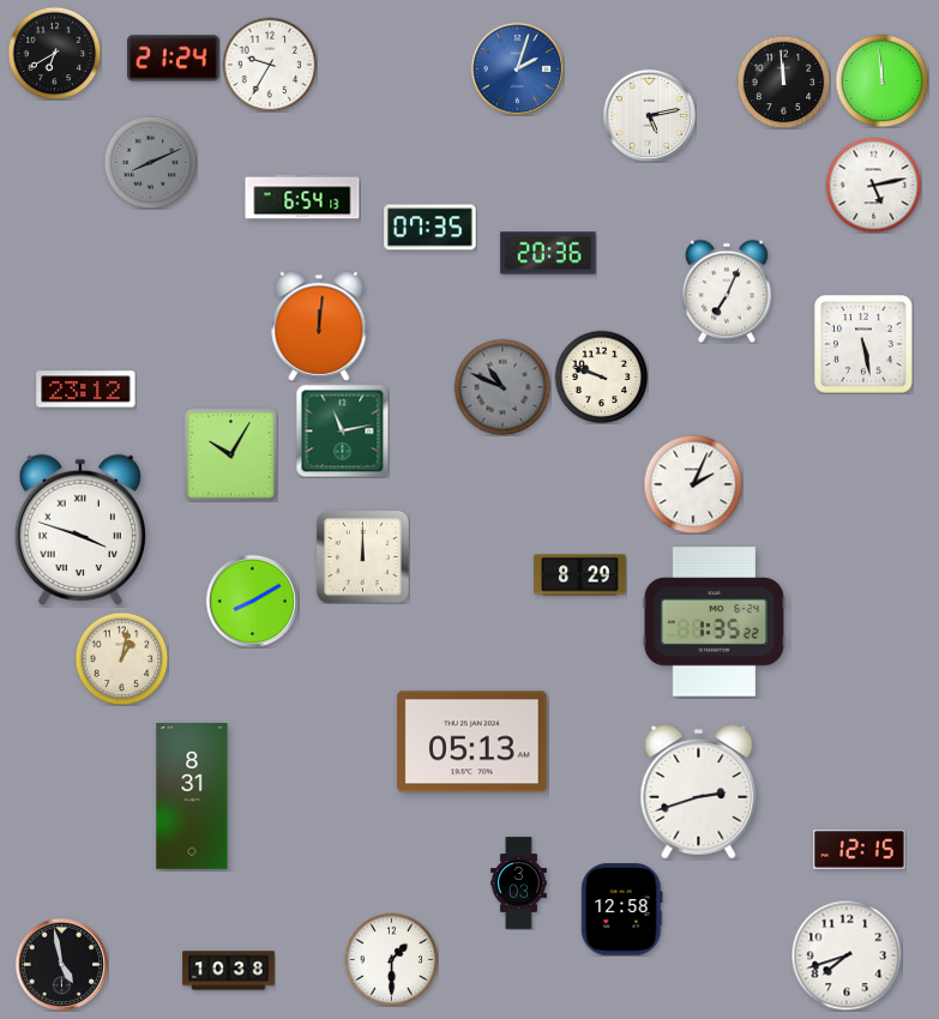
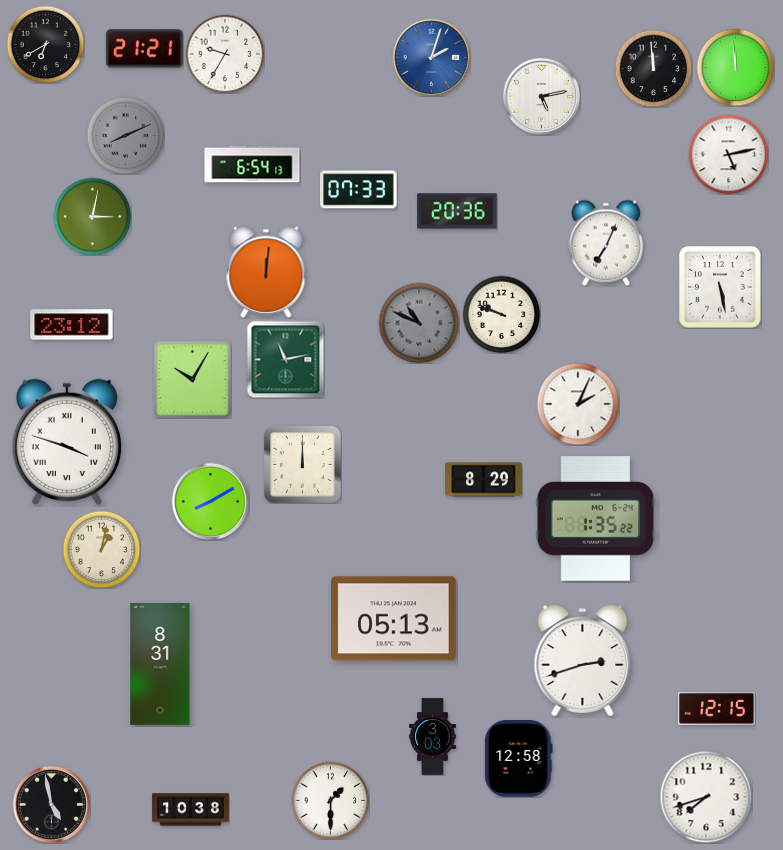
clock at (174, 59): 21:24 -> 21:21
clock at (431, 228): 07:35 -> 07:33
clock at (92, 216): none -> 3:02
clock at (391, 959) position: (391, 959) -> (330, 800)
